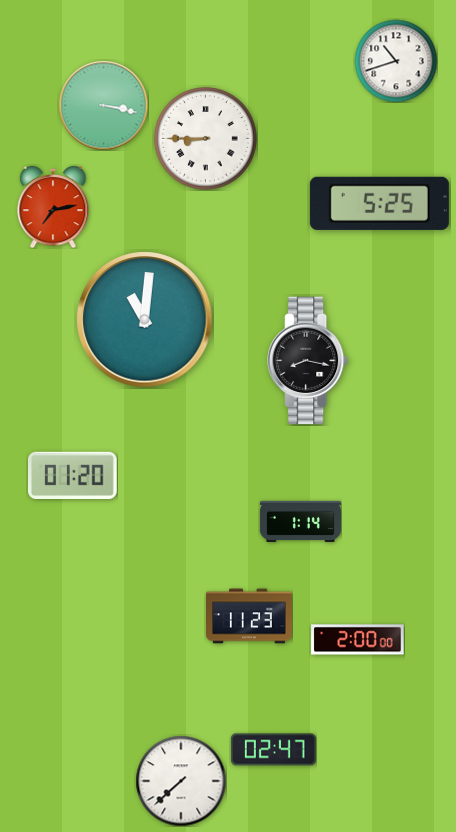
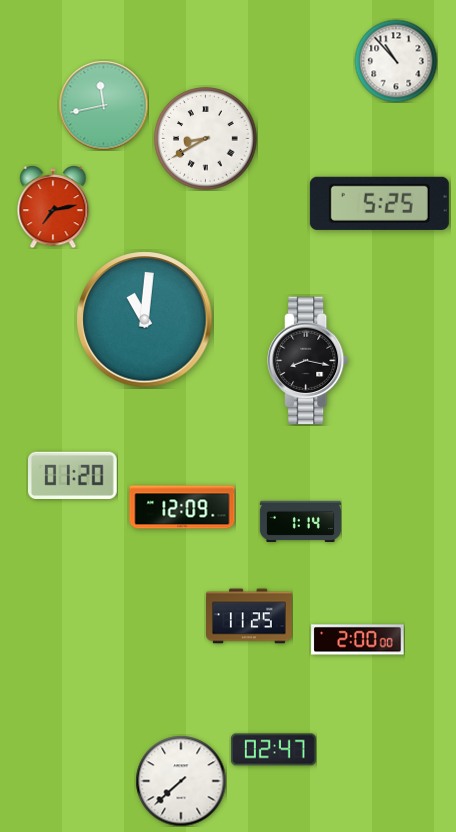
clock at (396, 61): 10:42 -> 10:53
clock at (103, 105): 3:17 -> 11:43
clock at (206, 139): 8:45 -> 8:40
clock at (182, 507): none -> 12:09
clock at (250, 616): 11:23 -> 11:25
